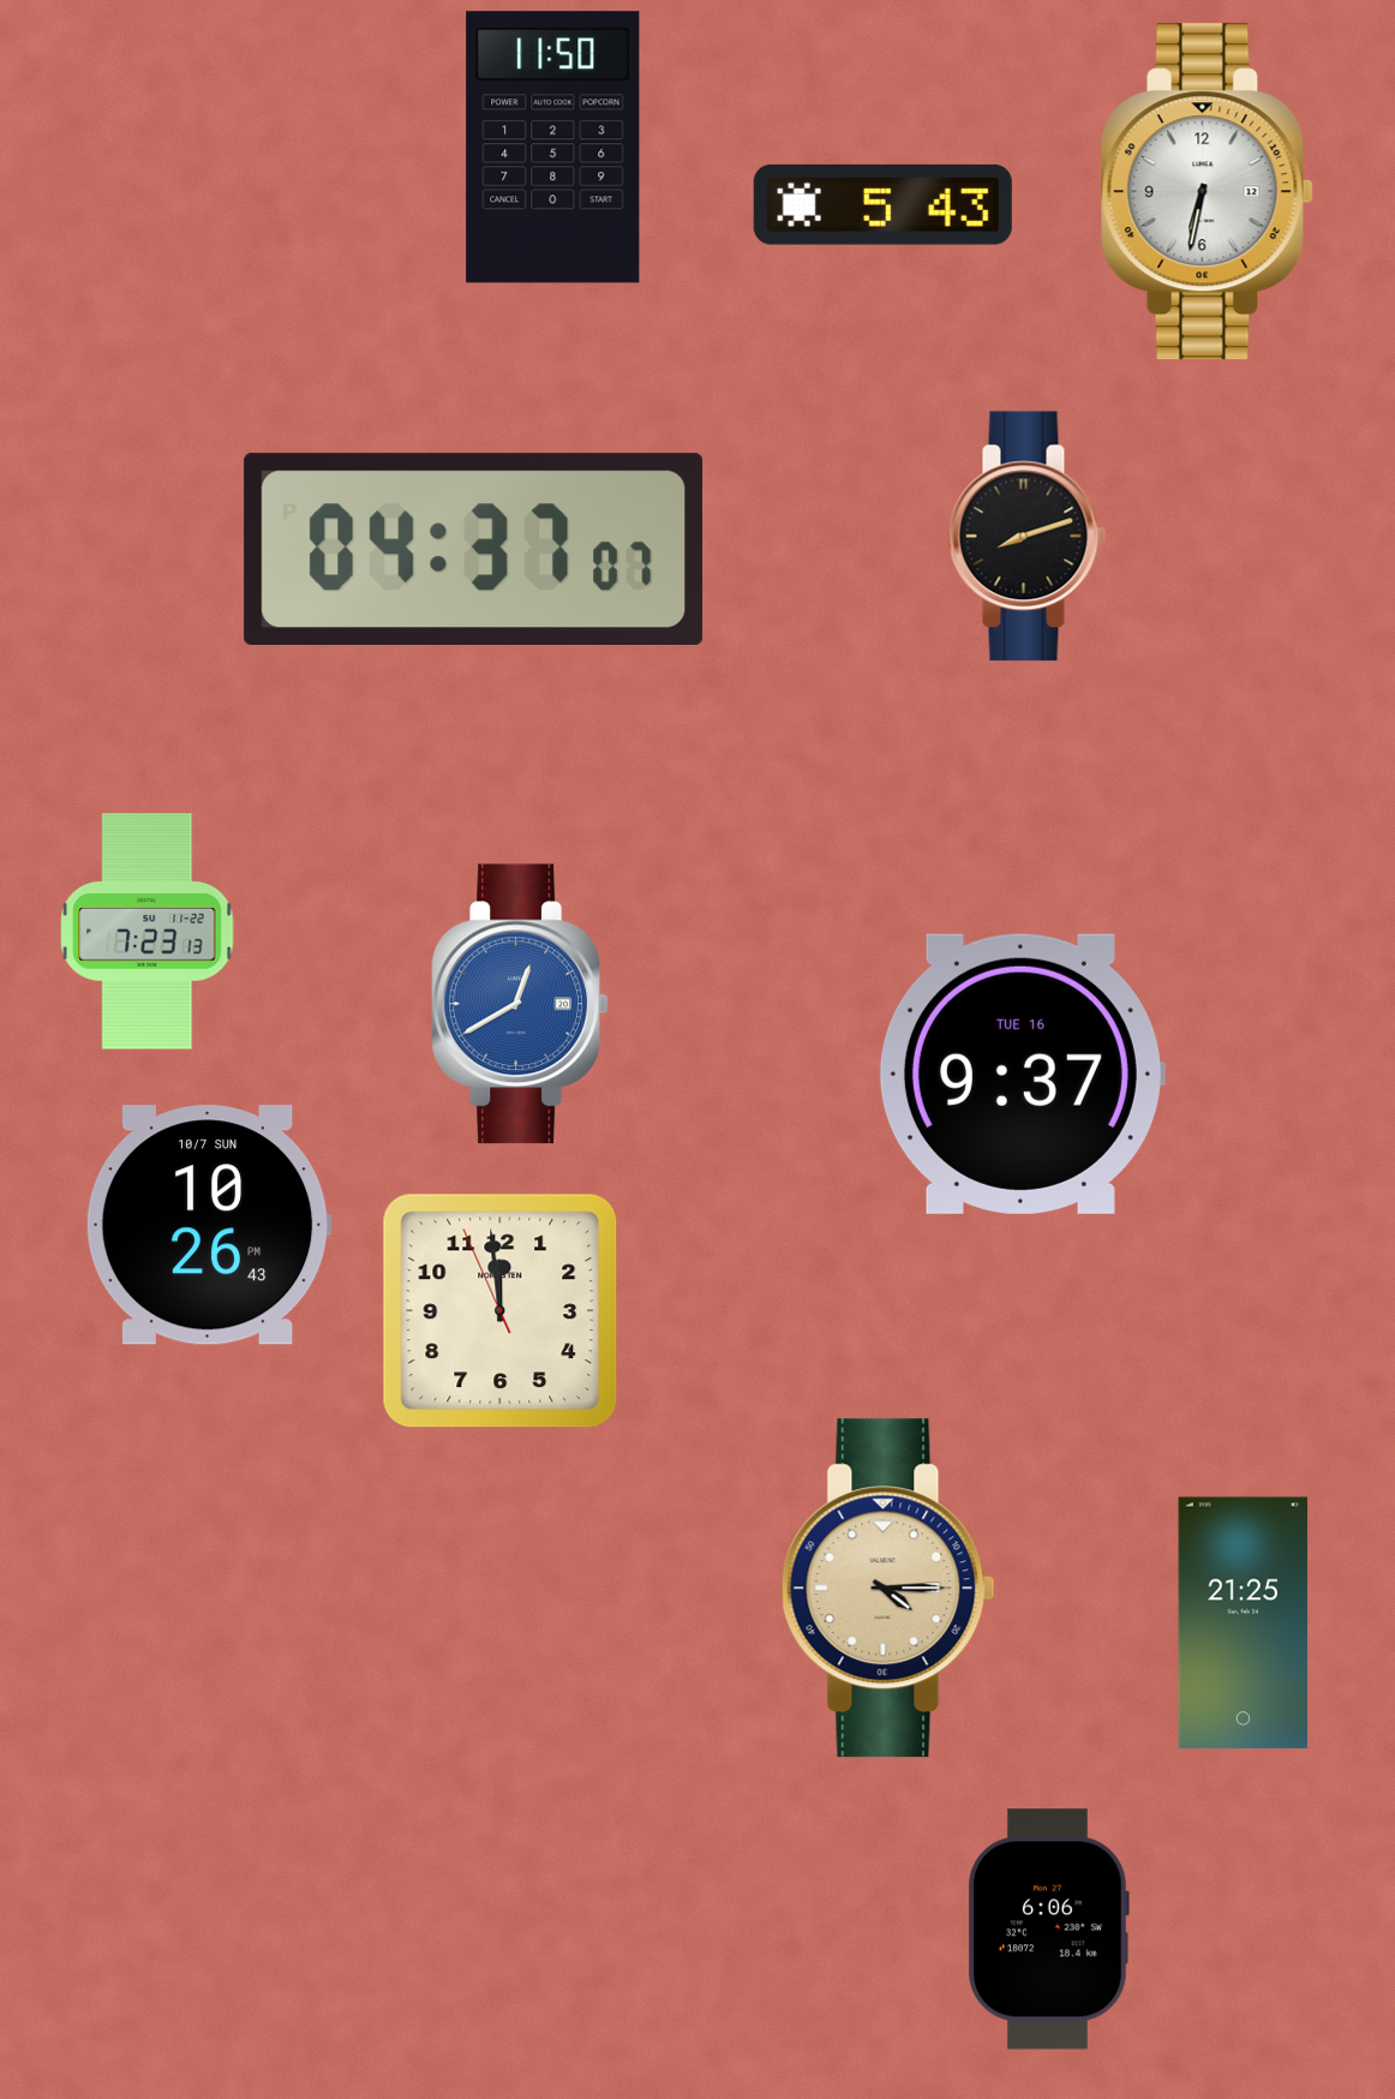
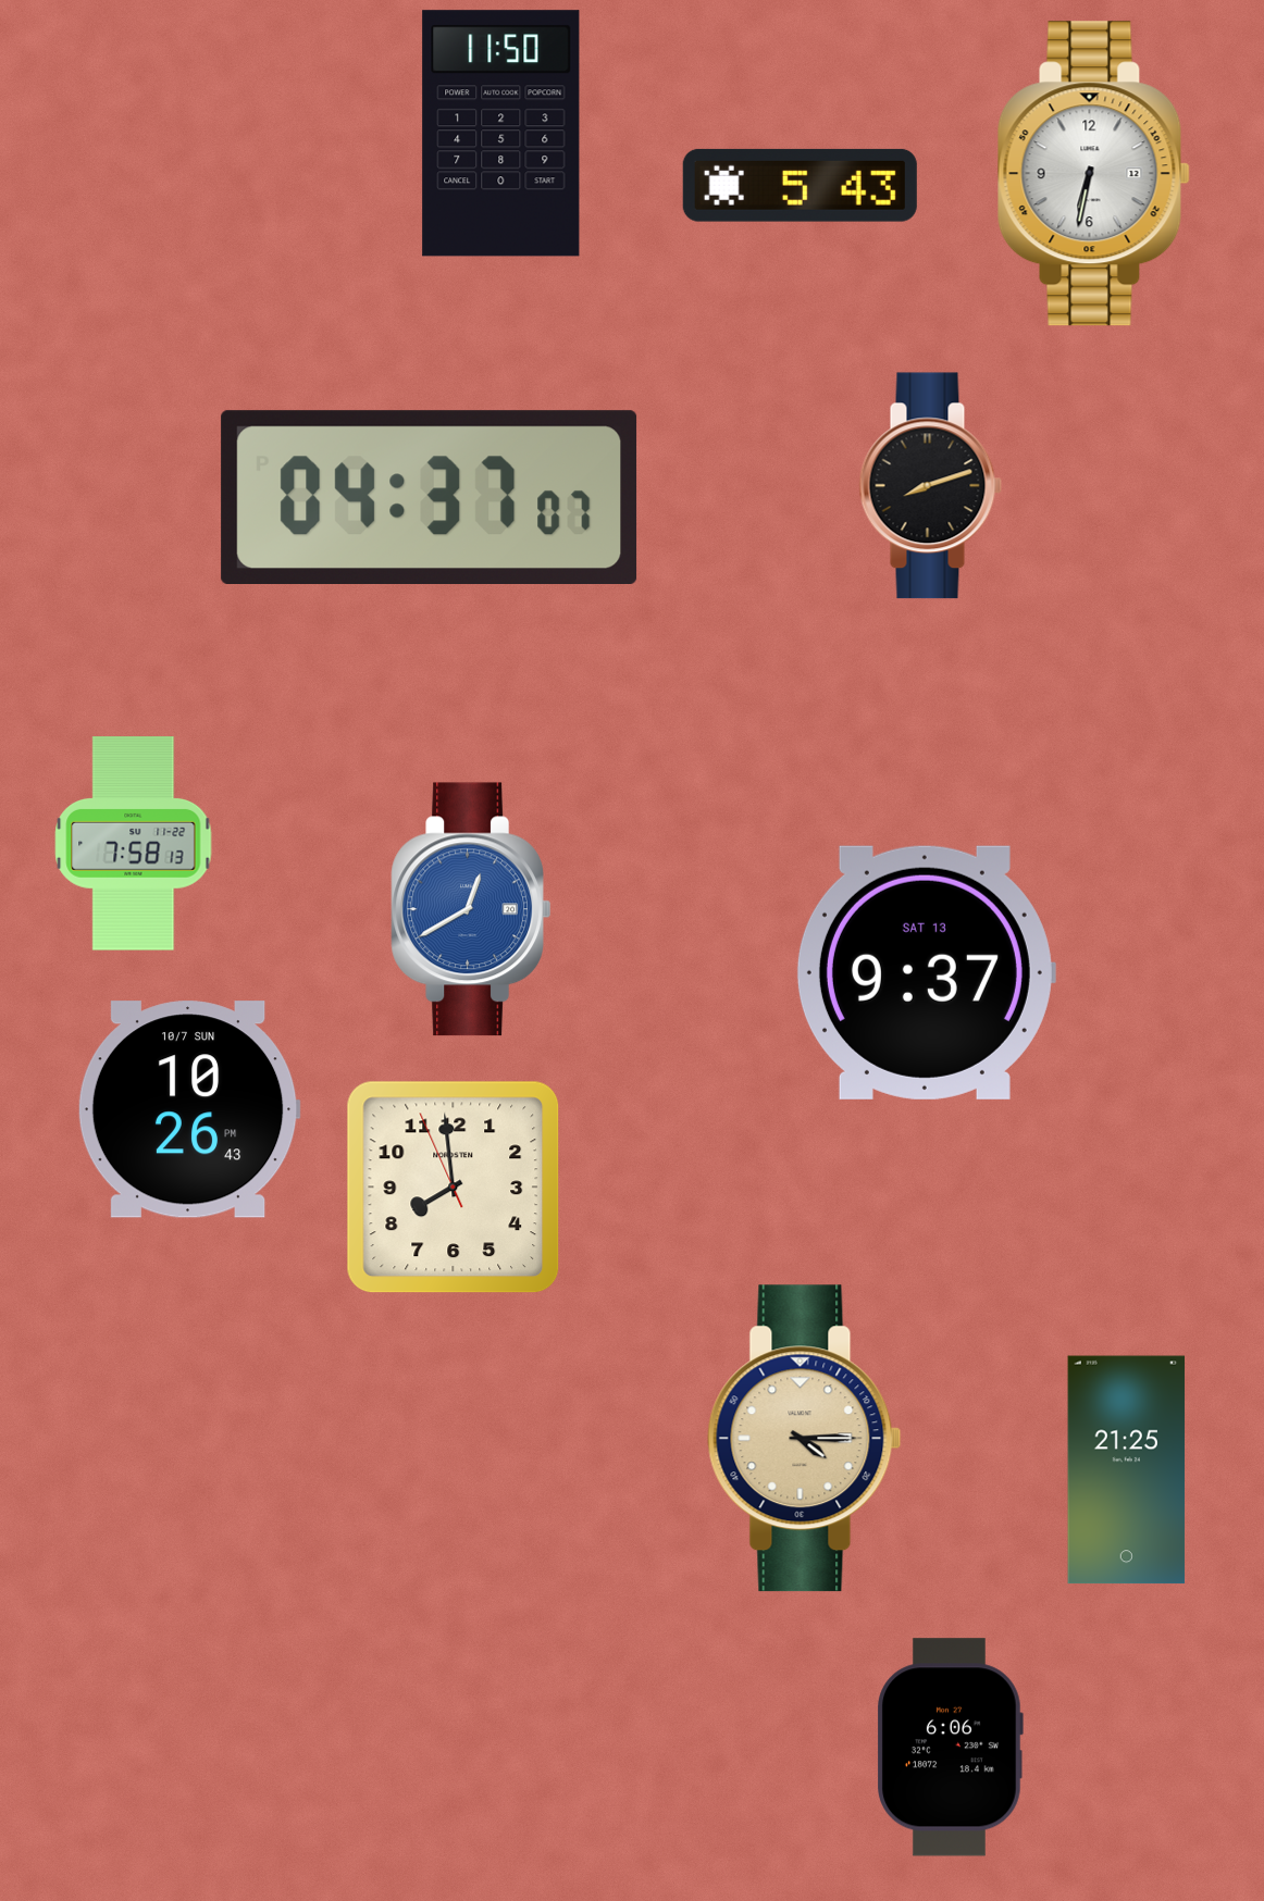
clock at (148, 932): 7:23 -> 7:58
clock at (1022, 1074) date: TUE 16 -> SAT 13
clock at (501, 1311): 11:58 -> 7:58
